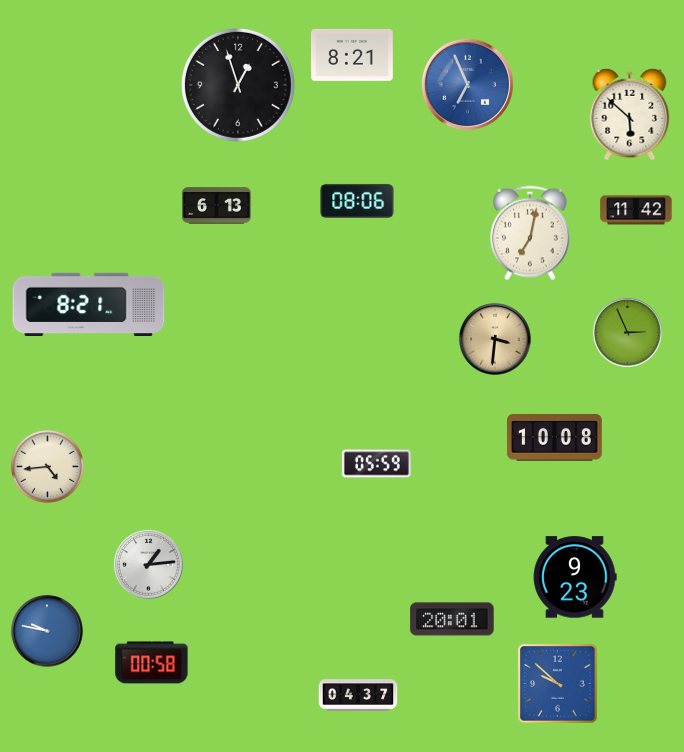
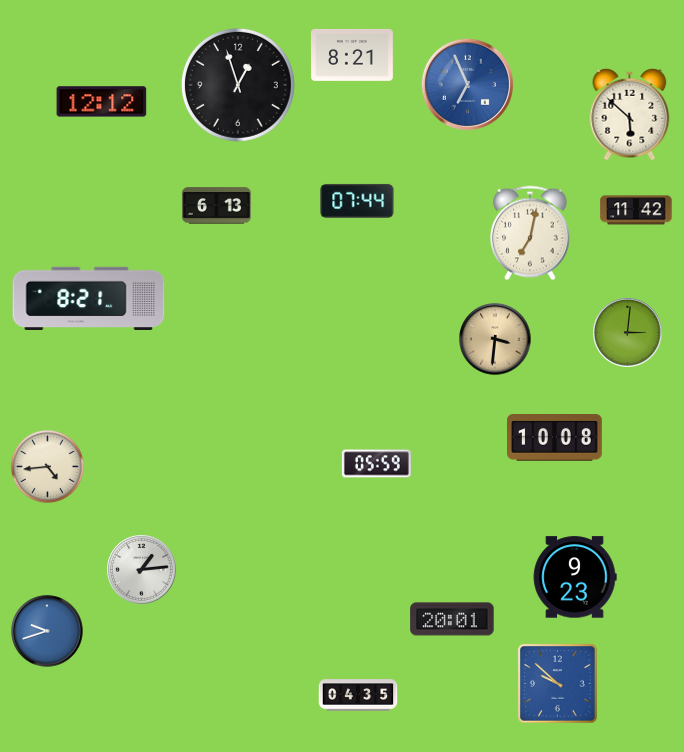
clock at (102, 102): none -> 12:12
clock at (357, 201): 08:06 -> 07:44
clock at (89, 304) position: (89, 304) -> (89, 298)
clock at (628, 333): 2:56 -> 3:01
clock at (149, 565) position: (149, 565) -> (142, 570)
clock at (47, 631): 9:47 -> 9:42
clock at (152, 663): 00:58 -> none
clock at (358, 695): 04:37 -> 04:35
